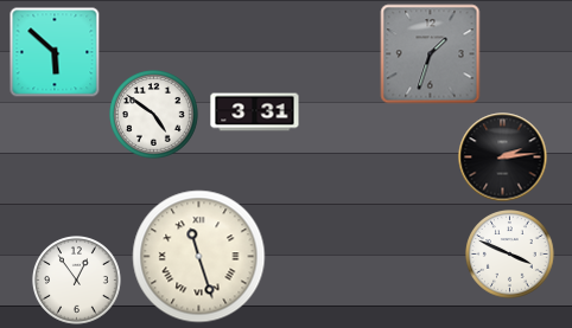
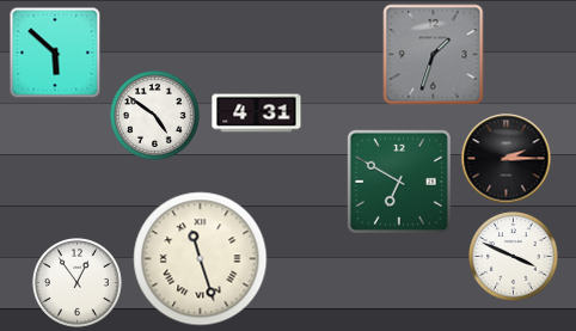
clock at (255, 112): 3:31 -> 4:31
clock at (503, 157): 2:14 -> 2:15
clock at (399, 182): none -> 6:50
